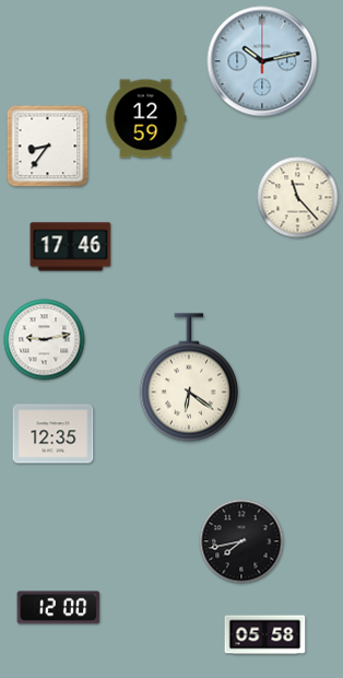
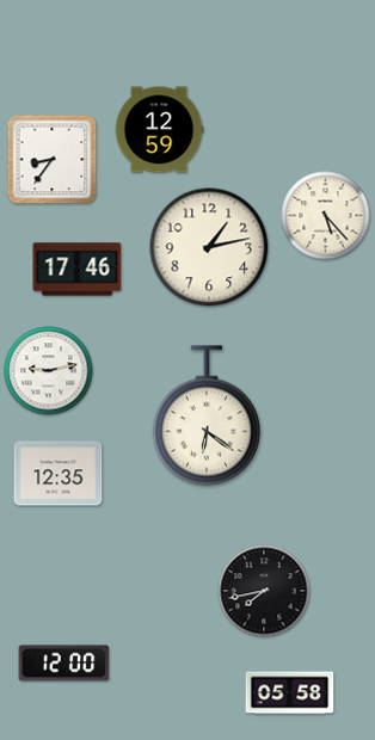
clock at (262, 61): 10:13 -> none
clock at (298, 198): 11:23 -> 5:23
clock at (209, 247): none -> 1:13
clock at (189, 377) position: (189, 377) -> (207, 415)
